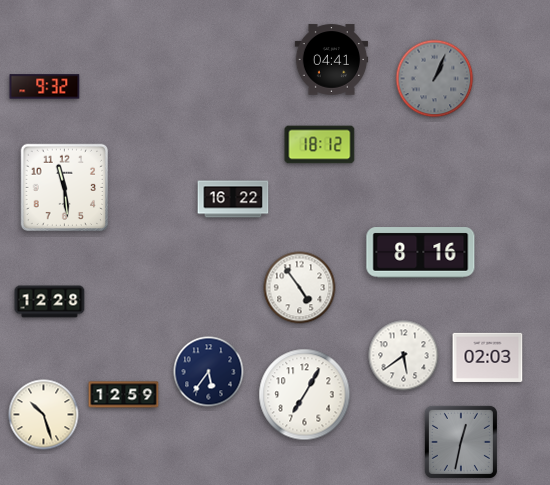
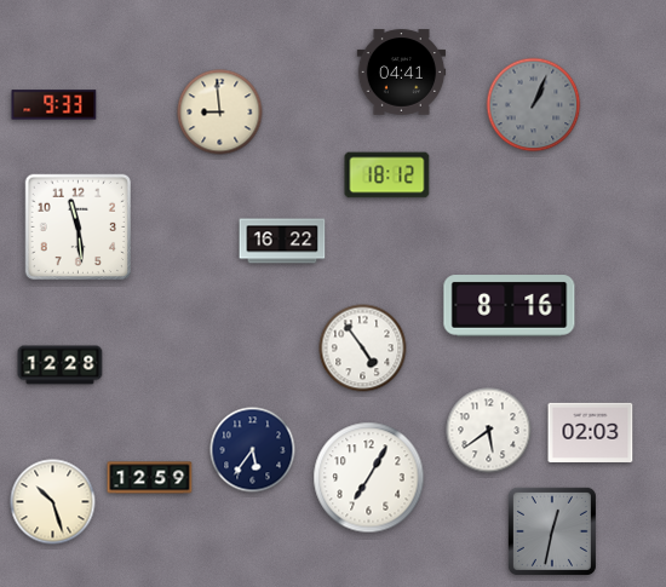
clock at (435, 79) position: (435, 79) -> (534, 105)
clock at (45, 87): 9:32 -> 9:33
clock at (220, 113): none -> 8:59
clock at (461, 442) position: (461, 442) -> (552, 531)
